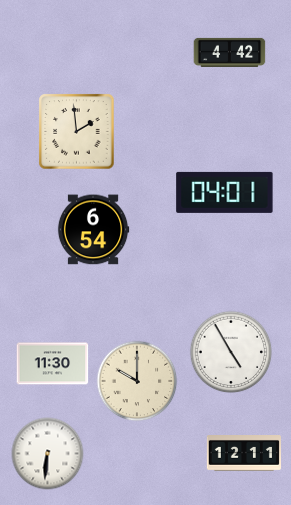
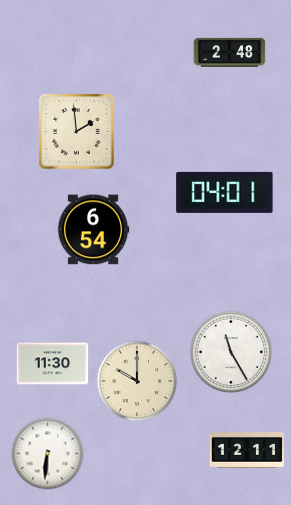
clock at (230, 52): 4:42 -> 2:48
clock at (231, 352): 4:55 -> 11:25
clock at (244, 454) position: (244, 454) -> (247, 451)
